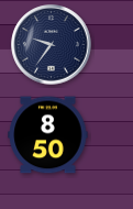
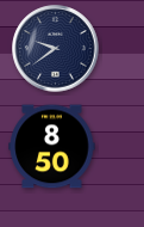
clock at (52, 45): 9:36 -> 9:39
